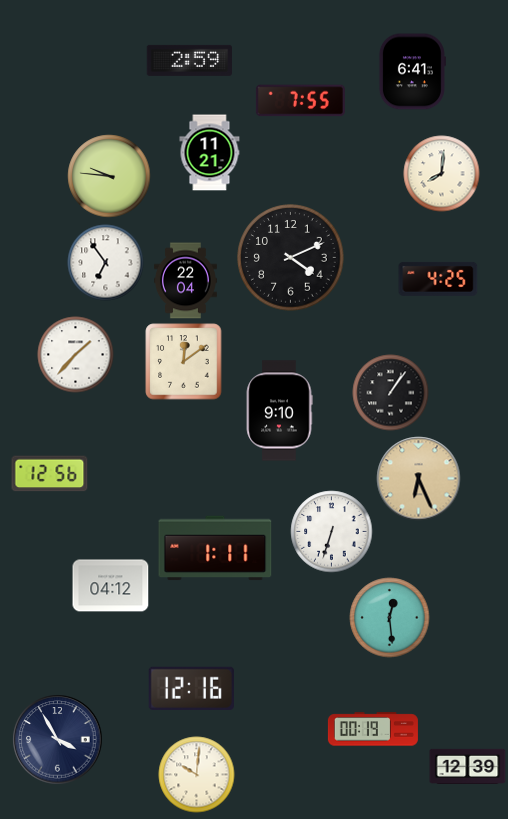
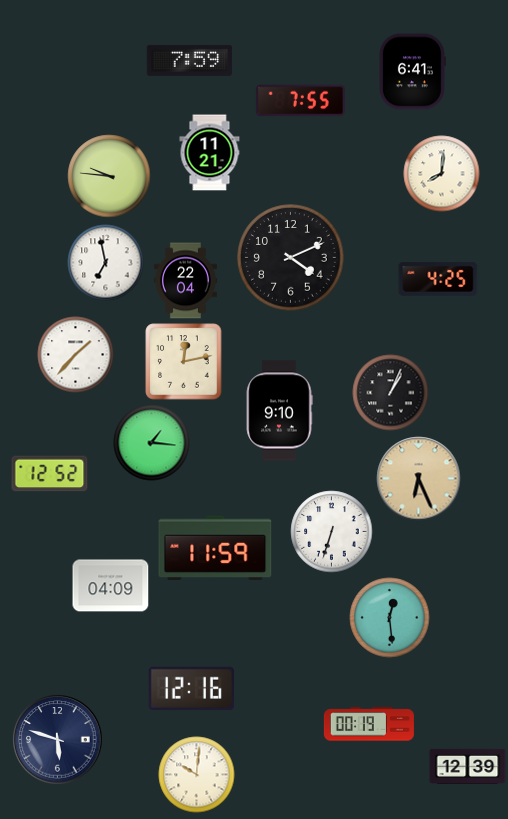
clock at (189, 60): 2:59 -> 7:59
clock at (106, 263): 6:54 -> 6:58
clock at (184, 362): 12:09 -> 12:13
clock at (391, 393): 1:06 -> 1:04
clock at (152, 443): none -> 1:16
clock at (50, 474): 12:56 -> 12:52
clock at (215, 548): 1:11 -> 11:59
clock at (111, 586): 04:12 -> 04:09
clock at (373, 729) position: (373, 729) -> (369, 724)
clock at (58, 740): 3:55 -> 5:48
